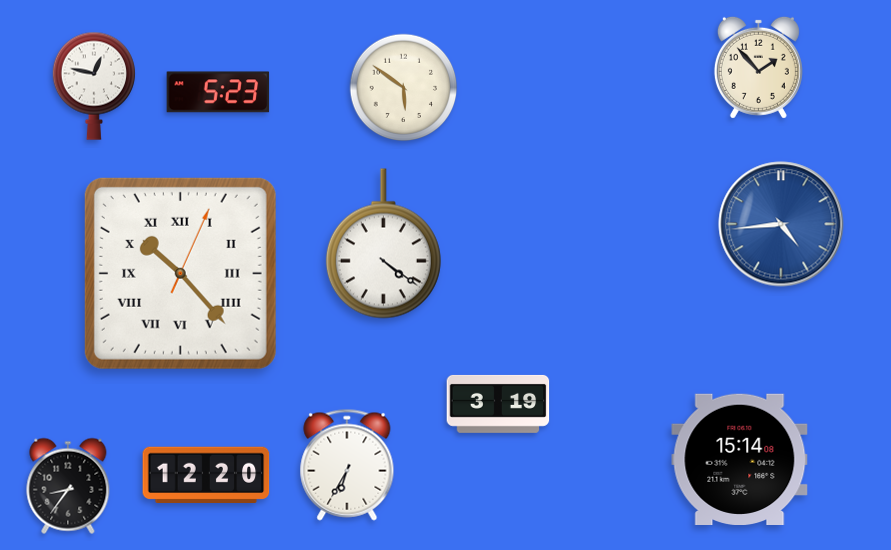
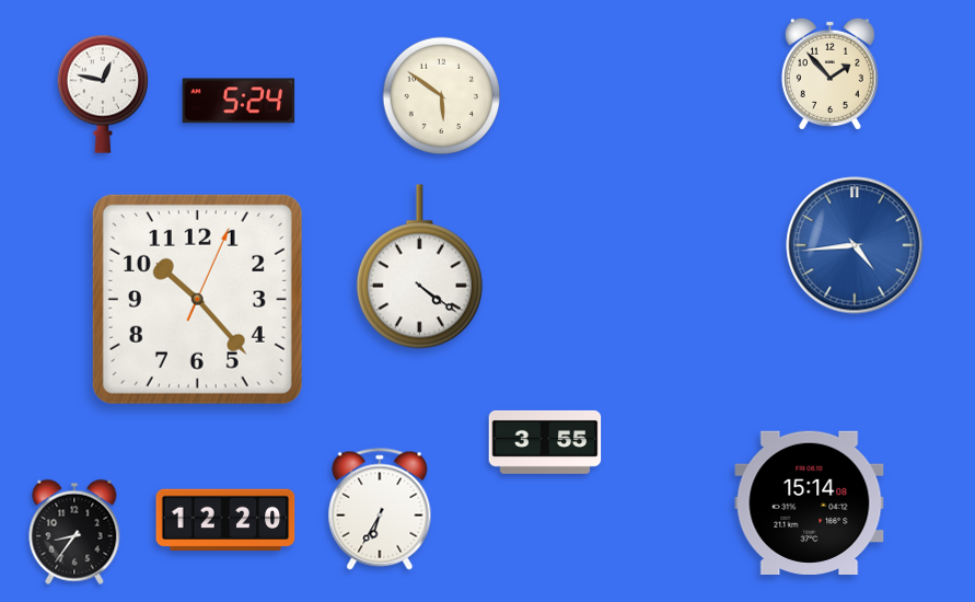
clock at (218, 92): 5:23 -> 5:24
clock at (180, 273) numerals: Roman -> Arabic
clock at (498, 404): 3:19 -> 3:55
